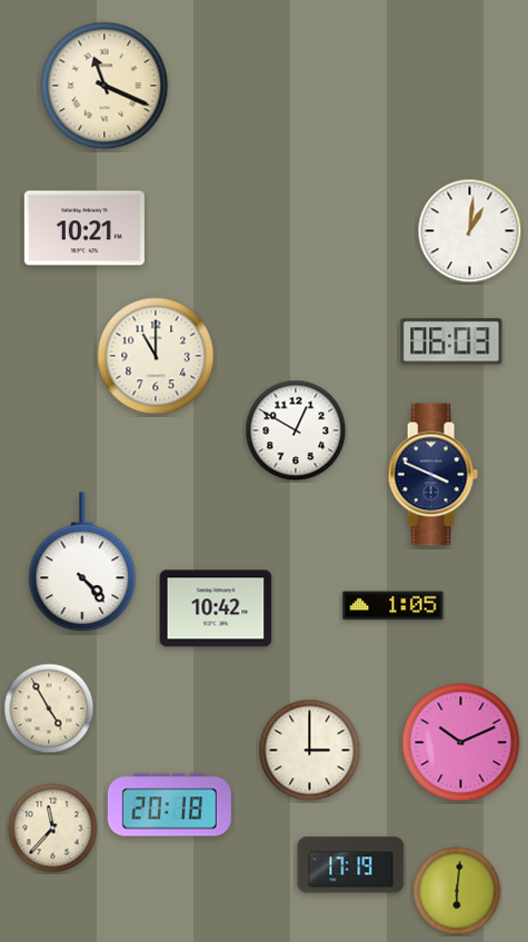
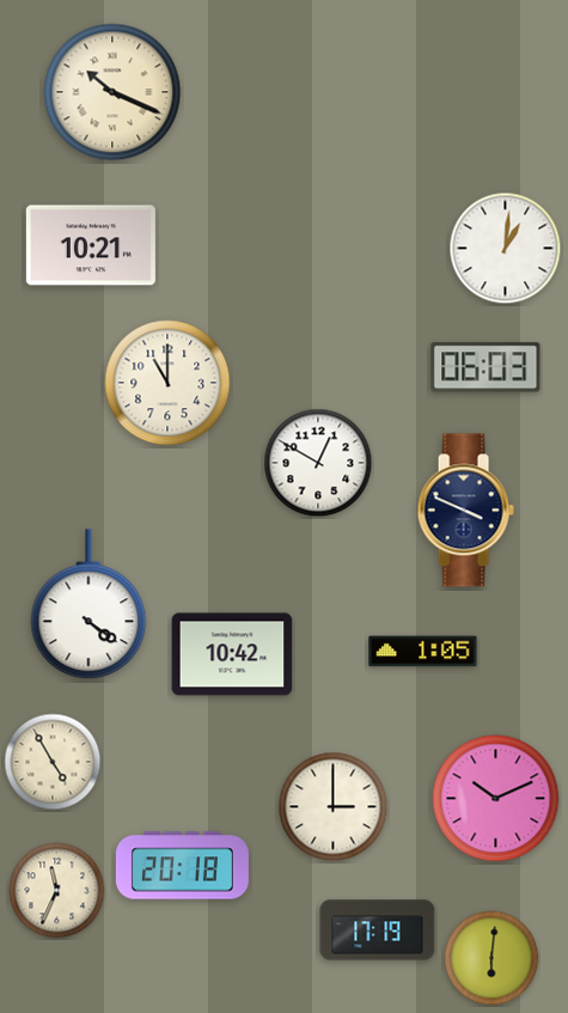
clock at (104, 86): 11:19 -> 10:19
clock at (82, 563): 4:23 -> 4:21
clock at (53, 829): 11:37 -> 11:34
